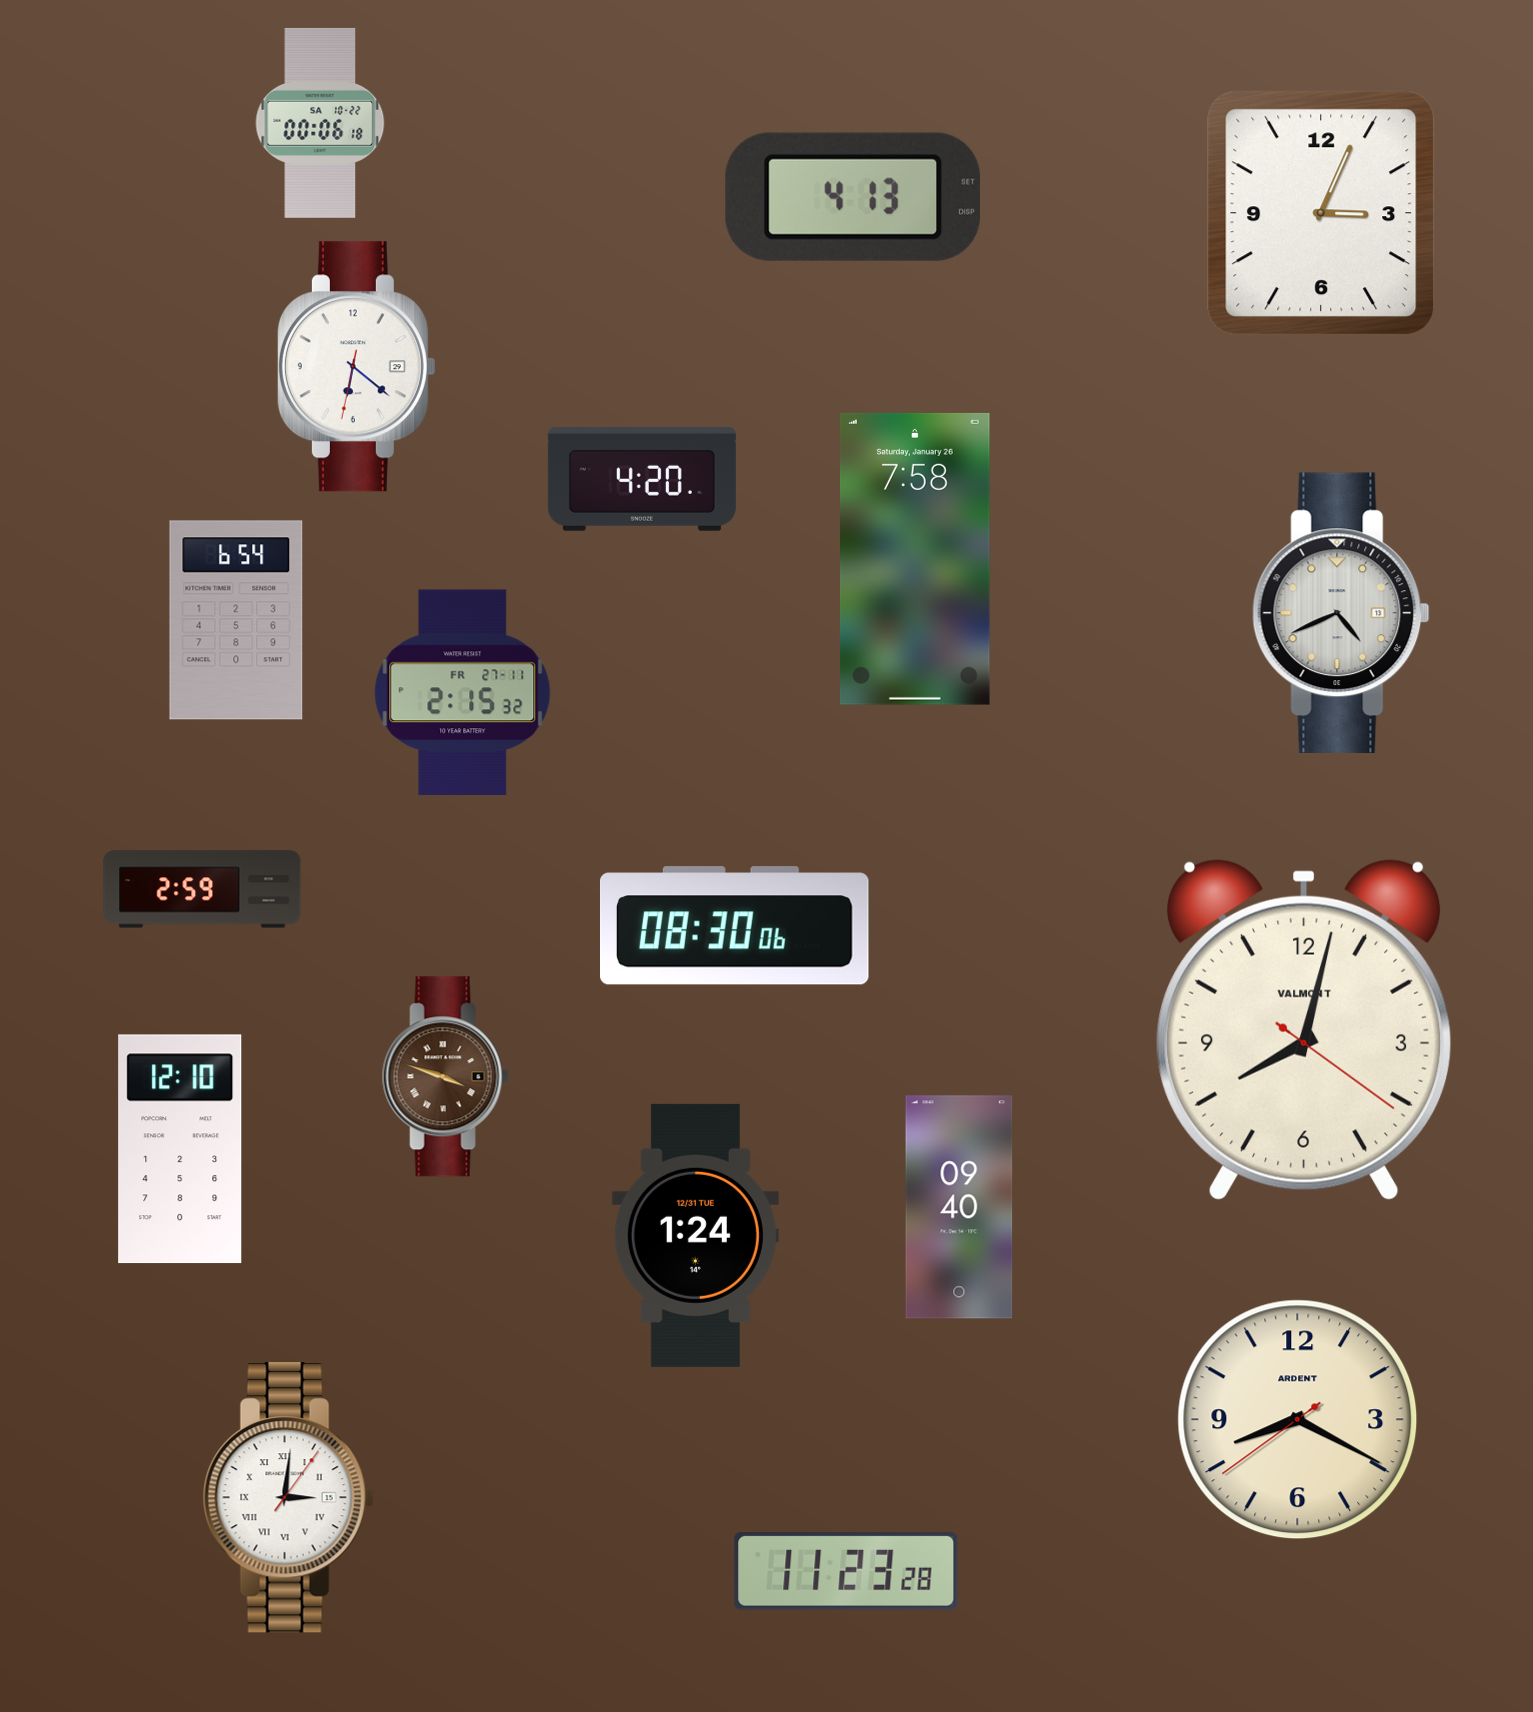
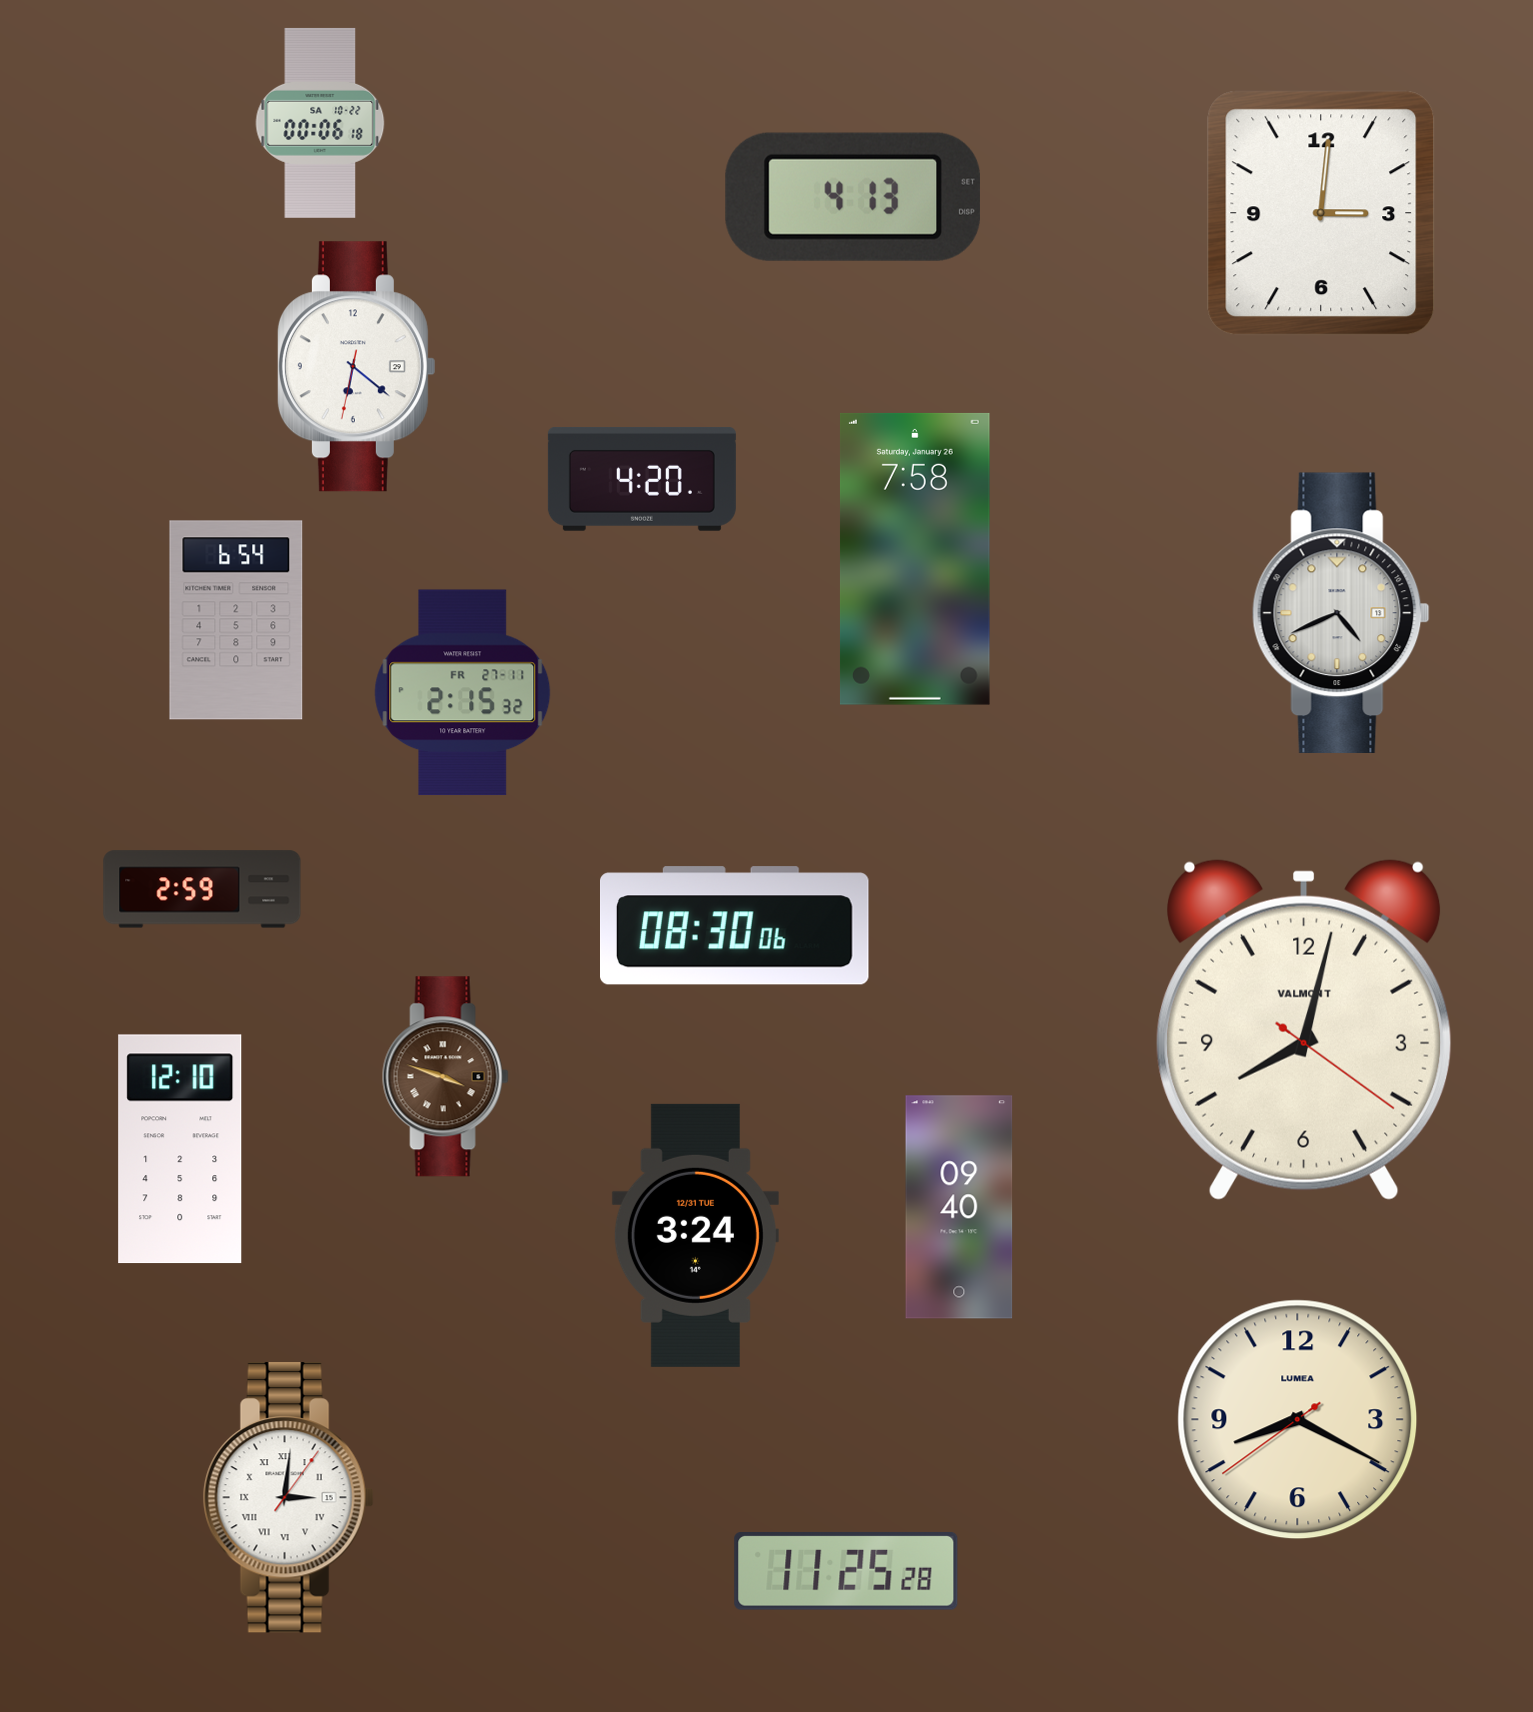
clock at (1321, 213): 3:04 -> 3:01
clock at (695, 1235): 1:24 -> 3:24
clock at (1298, 1420) brand: ARDENT -> LUMEA
clock at (846, 1572): 11:23 -> 11:25
